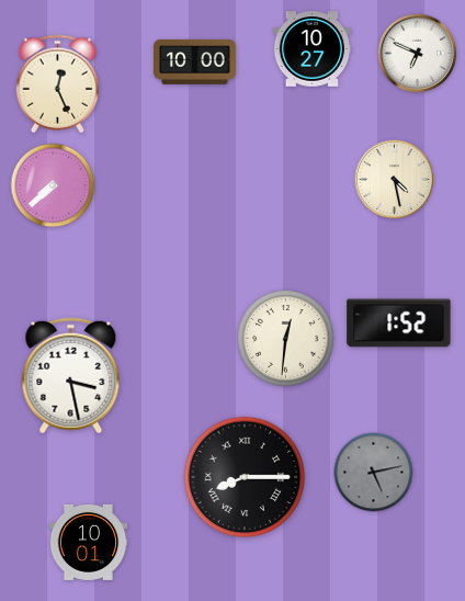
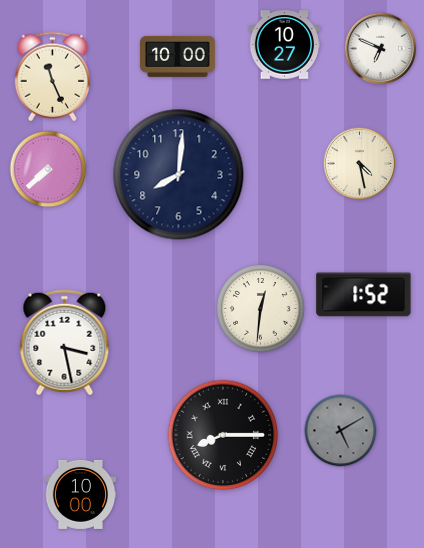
clock at (58, 84): 12:26 -> 11:26
clock at (179, 175): none -> 8:01
clock at (374, 473): 5:13 -> 5:10
clock at (89, 542): 10:01 -> 10:00
